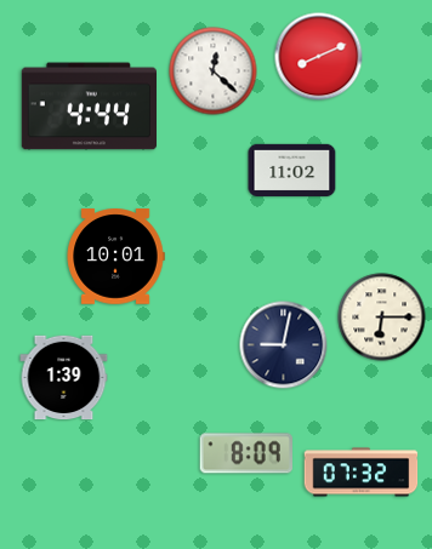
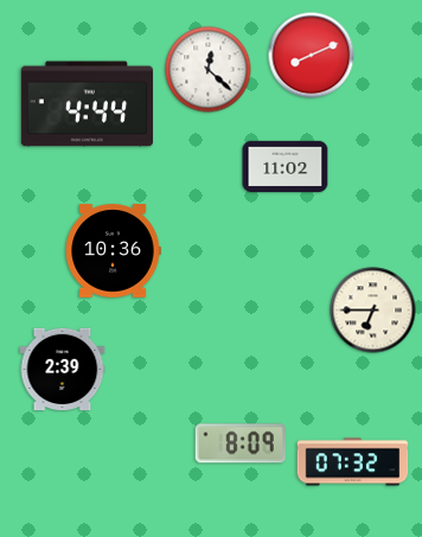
clock at (115, 257): 10:01 -> 10:36
clock at (382, 318): 6:15 -> 6:45
clock at (284, 345): 9:02 -> none
clock at (64, 378): 1:39 -> 2:39
